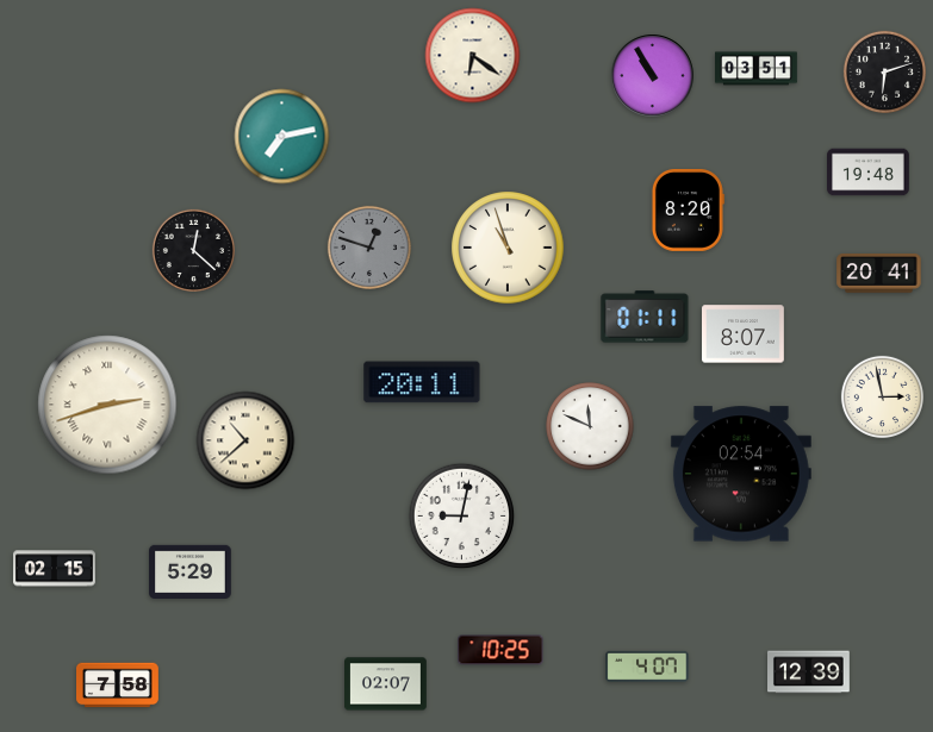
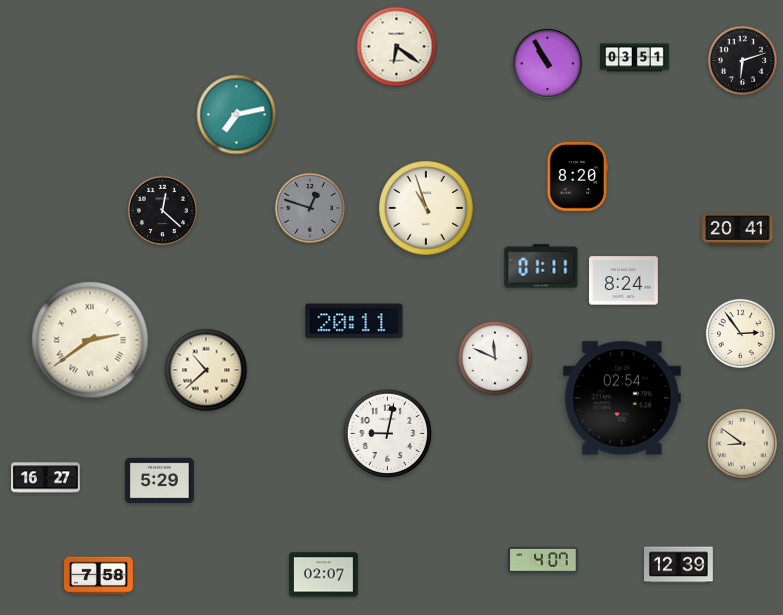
clock at (869, 173): 19:48 -> none
clock at (744, 334): 8:07 -> 8:24
clock at (882, 396): 2:58 -> 2:54
clock at (107, 405): 2:42 -> 2:39
clock at (742, 443): none -> 8:51
clock at (55, 569): 02:15 -> 16:27
clock at (500, 650): 10:25 -> none
